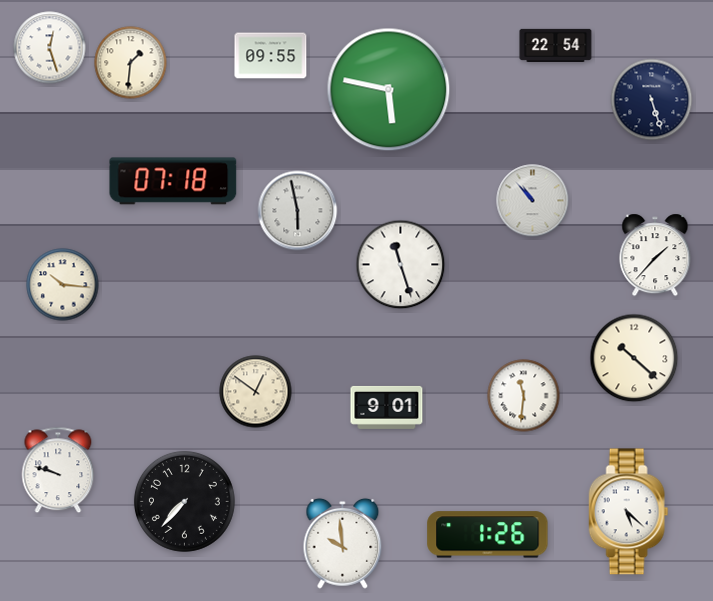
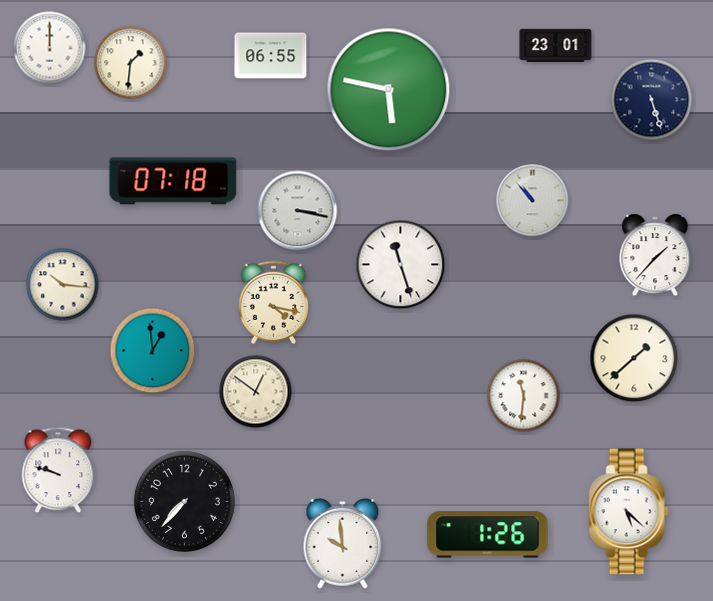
clock at (556, 45): 22:54 -> 23:01
clock at (50, 48): 12:27 -> 12:00
clock at (271, 56): 09:55 -> 06:55
clock at (298, 211): 5:58 -> 3:17
clock at (273, 302): none -> 4:17
clock at (153, 351): none -> 12:59
clock at (634, 358): 10:22 -> 1:38
clock at (387, 407): 9:01 -> none
